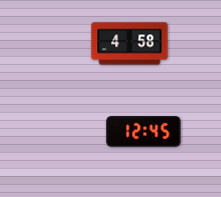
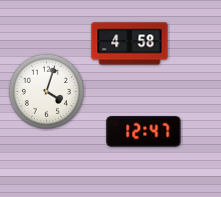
clock at (46, 91): none -> 4:03
clock at (144, 132): 12:45 -> 12:47
